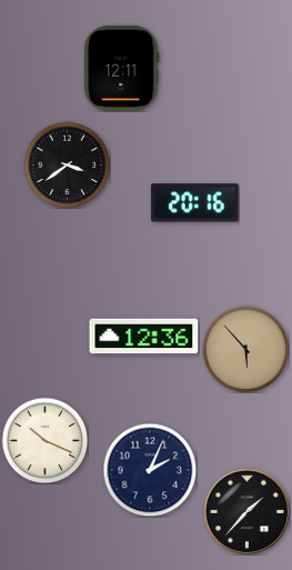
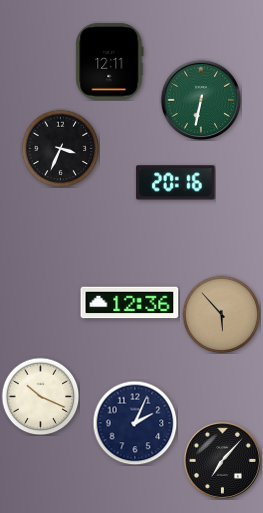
clock at (201, 100): none -> 6:32
clock at (67, 164): 3:39 -> 3:34
clock at (246, 511): 1:37 -> 7:07
